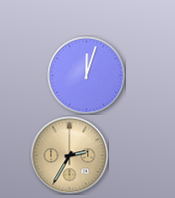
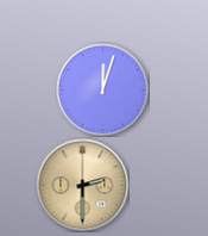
clock at (69, 155): 2:35 -> 2:30
